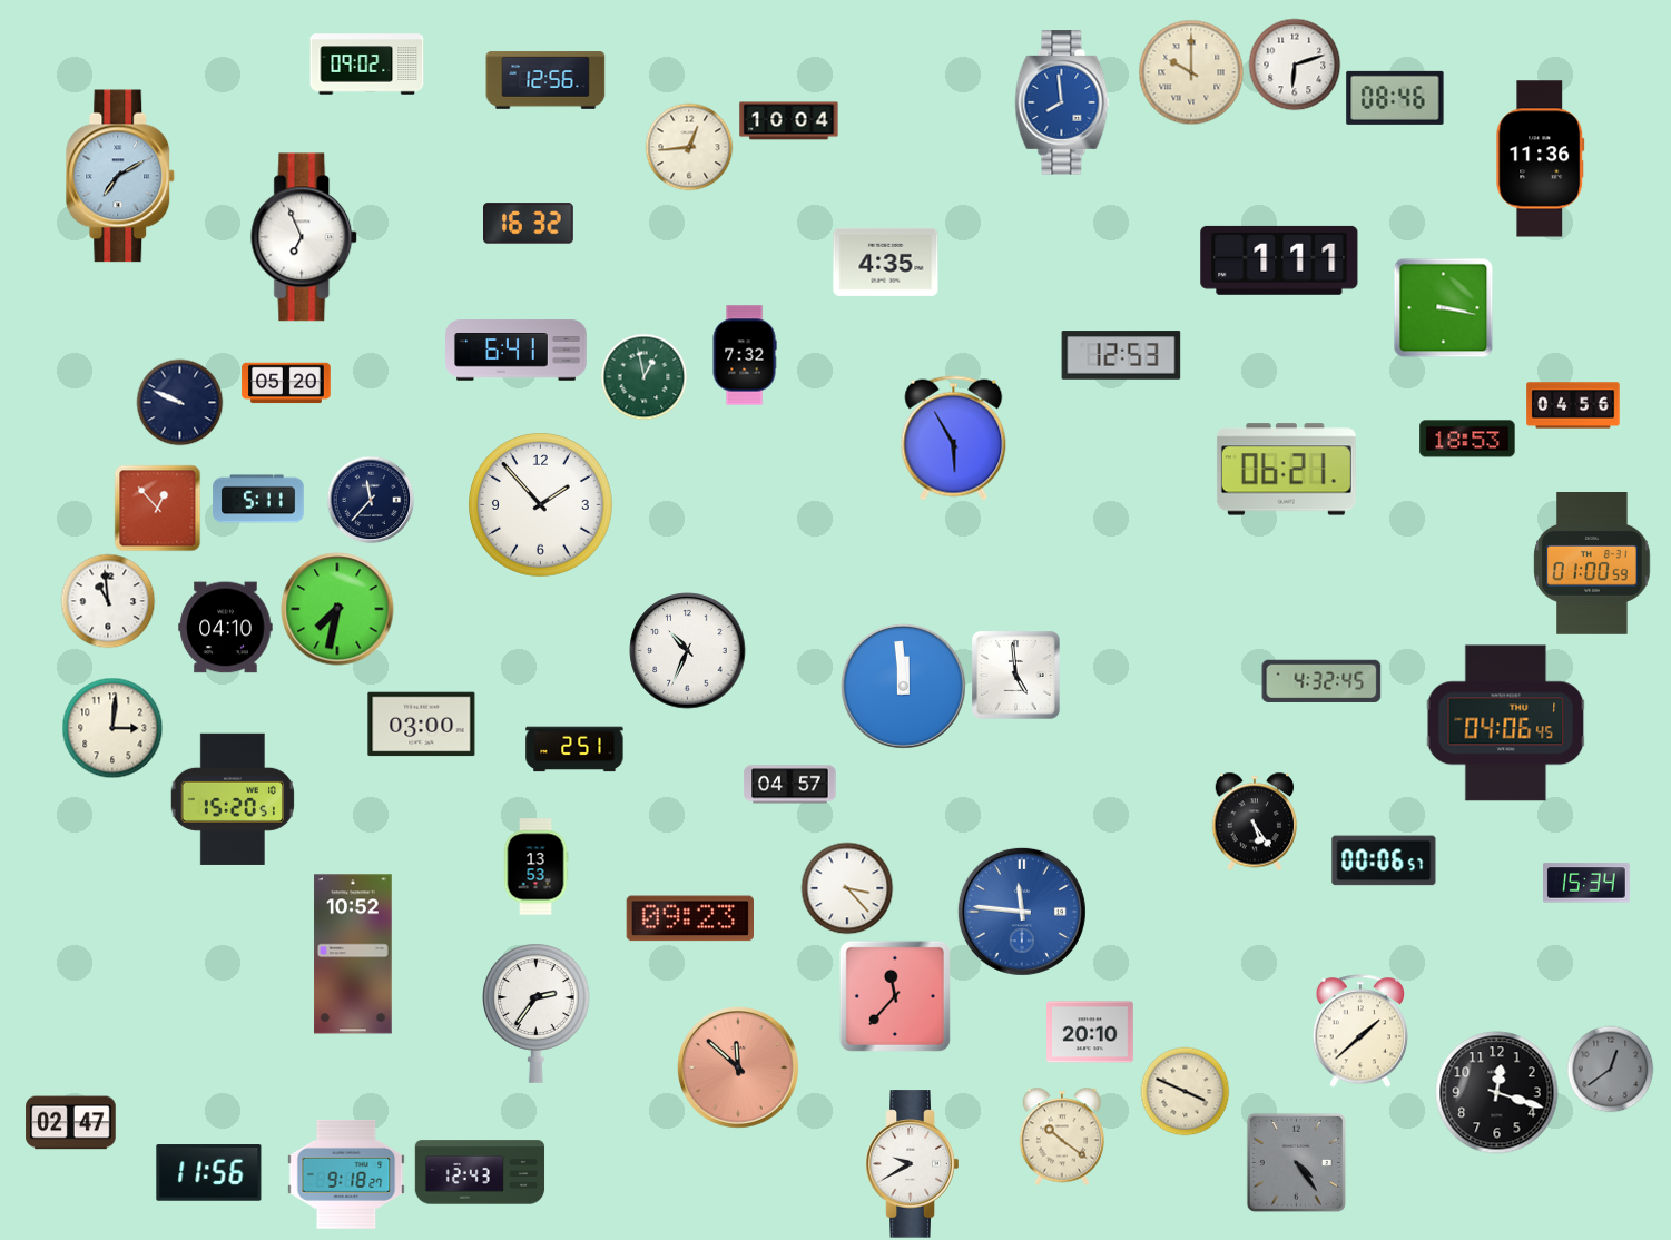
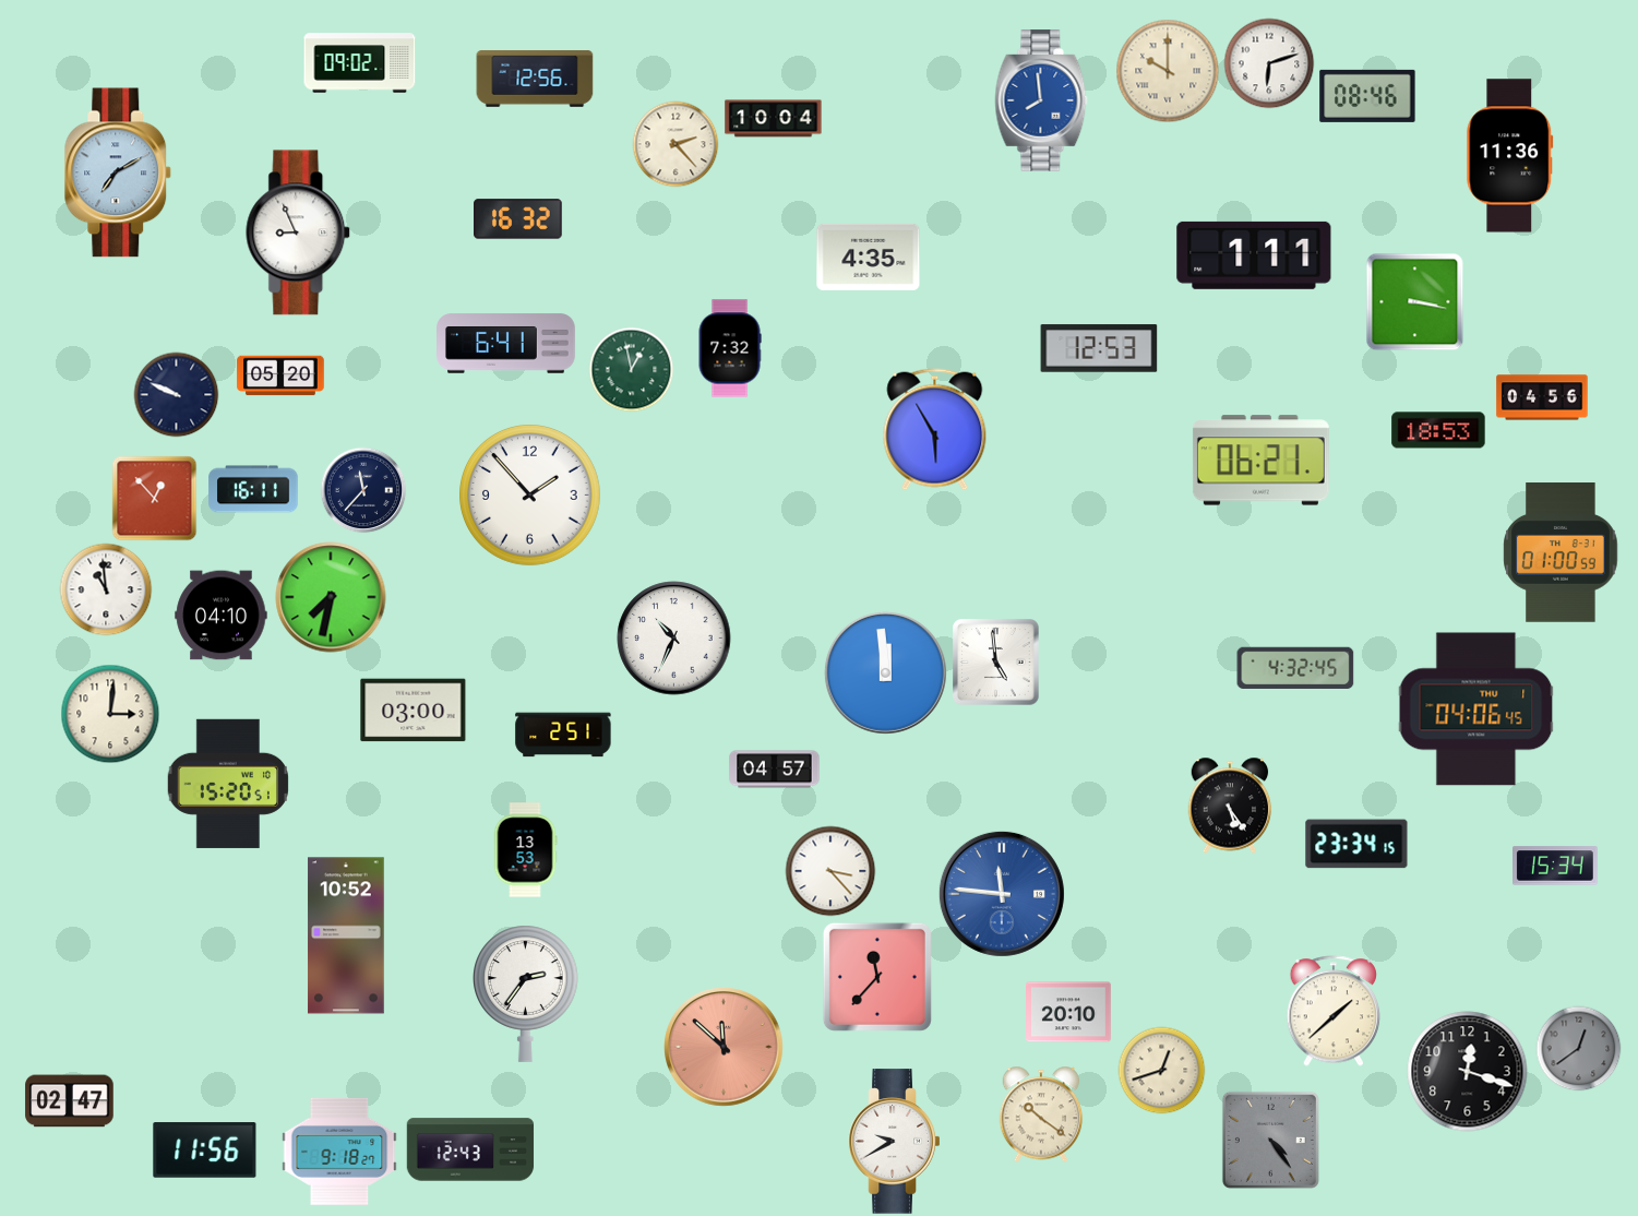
clock at (689, 147): 12:44 -> 2:23
clock at (305, 237): 6:56 -> 8:56
clock at (258, 499): 5:11 -> 16:11
clock at (1384, 860): 00:06 -> 23:34
clock at (689, 918): 09:23 -> none
clock at (1185, 1091): 3:49 -> 12:42
